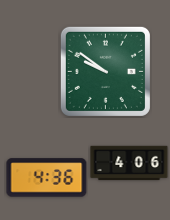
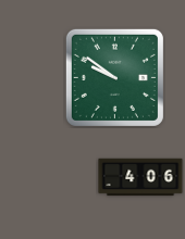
clock at (47, 178): 4:36 -> none
